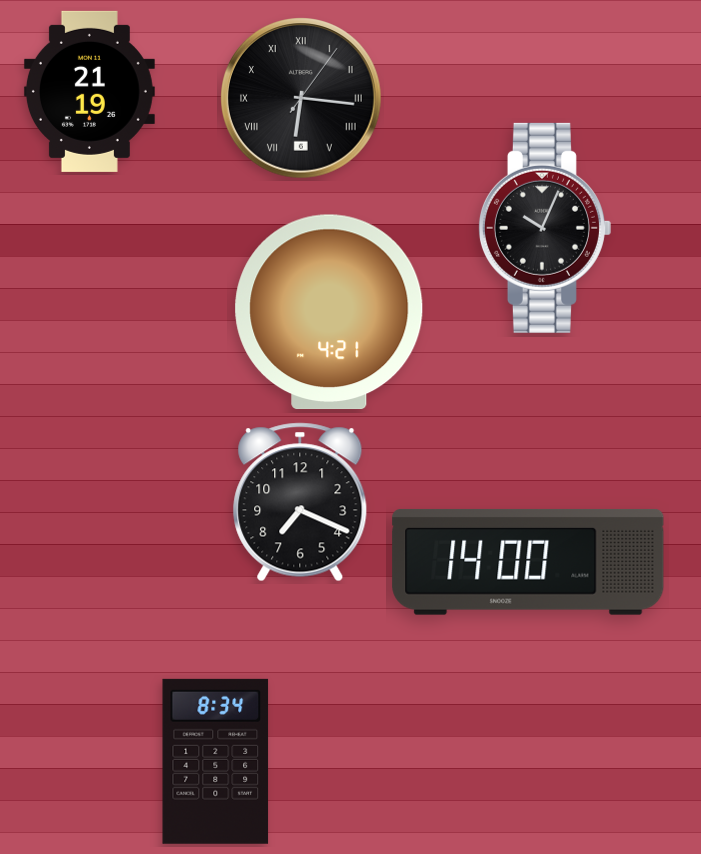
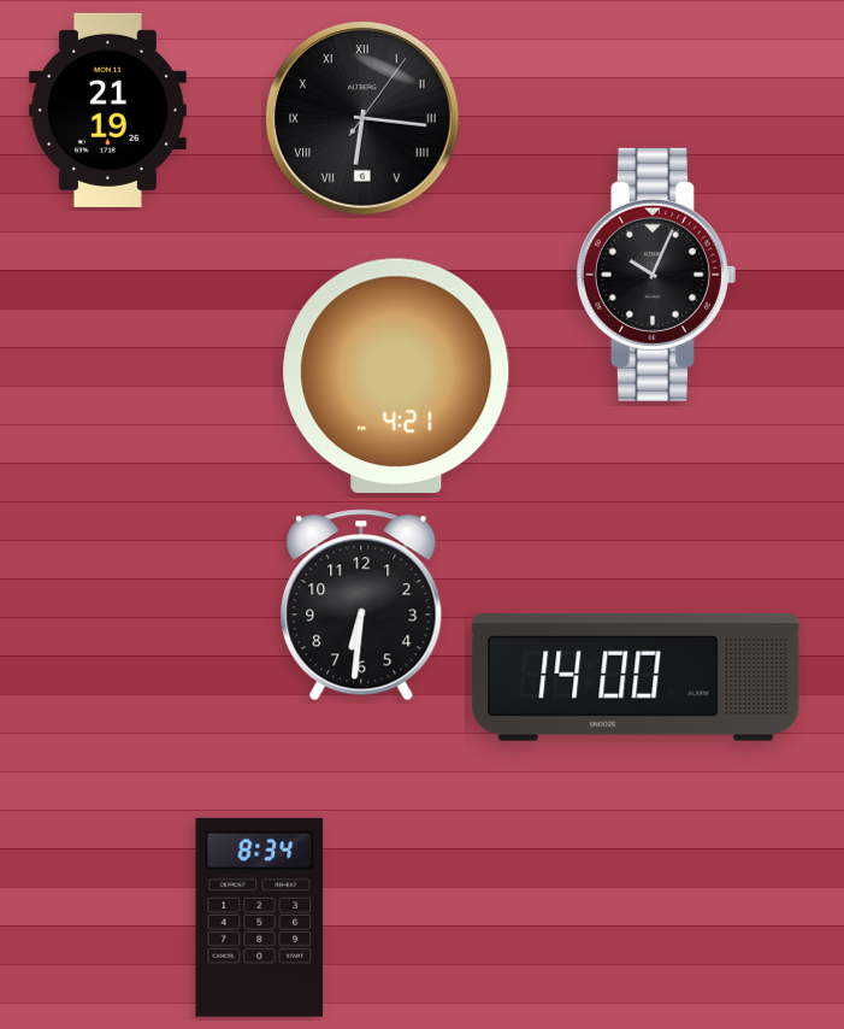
clock at (300, 502): 7:19 -> 6:31
